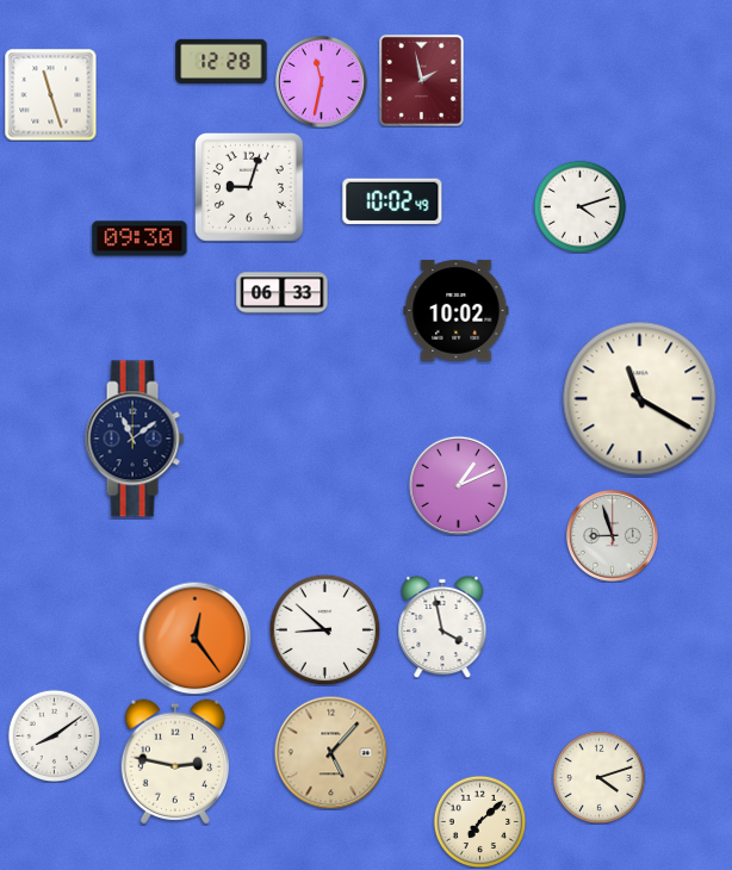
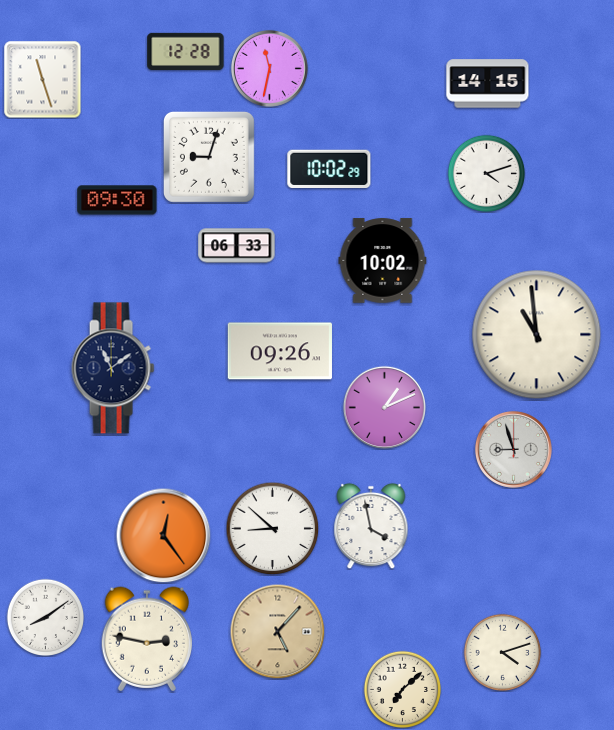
clock at (421, 80): 1:58 -> none
clock at (488, 84): none -> 14:15
clock at (392, 200): 10:02:49 -> 10:02:29
clock at (640, 399): 11:20 -> 10:59
clock at (280, 351): none -> 09:26
